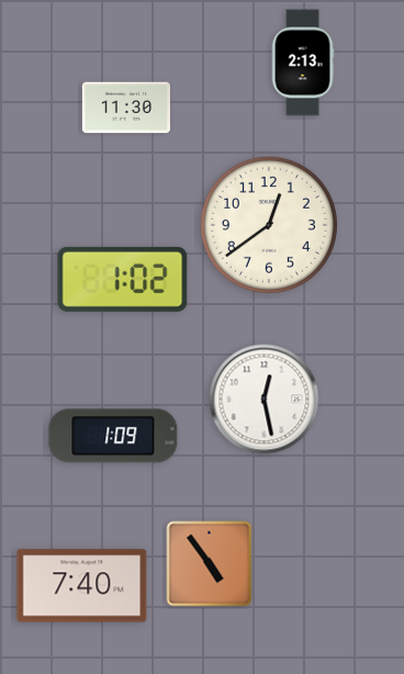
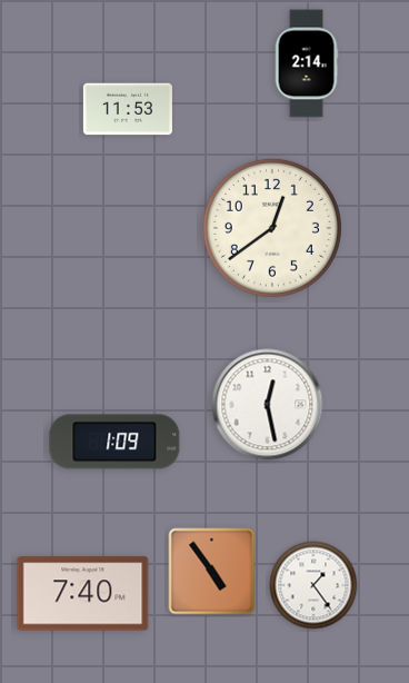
clock at (303, 63): 2:13 -> 2:14
clock at (126, 108): 11:30 -> 11:53
clock at (123, 279): 1:02 -> none
clock at (313, 585): none -> 1:24
